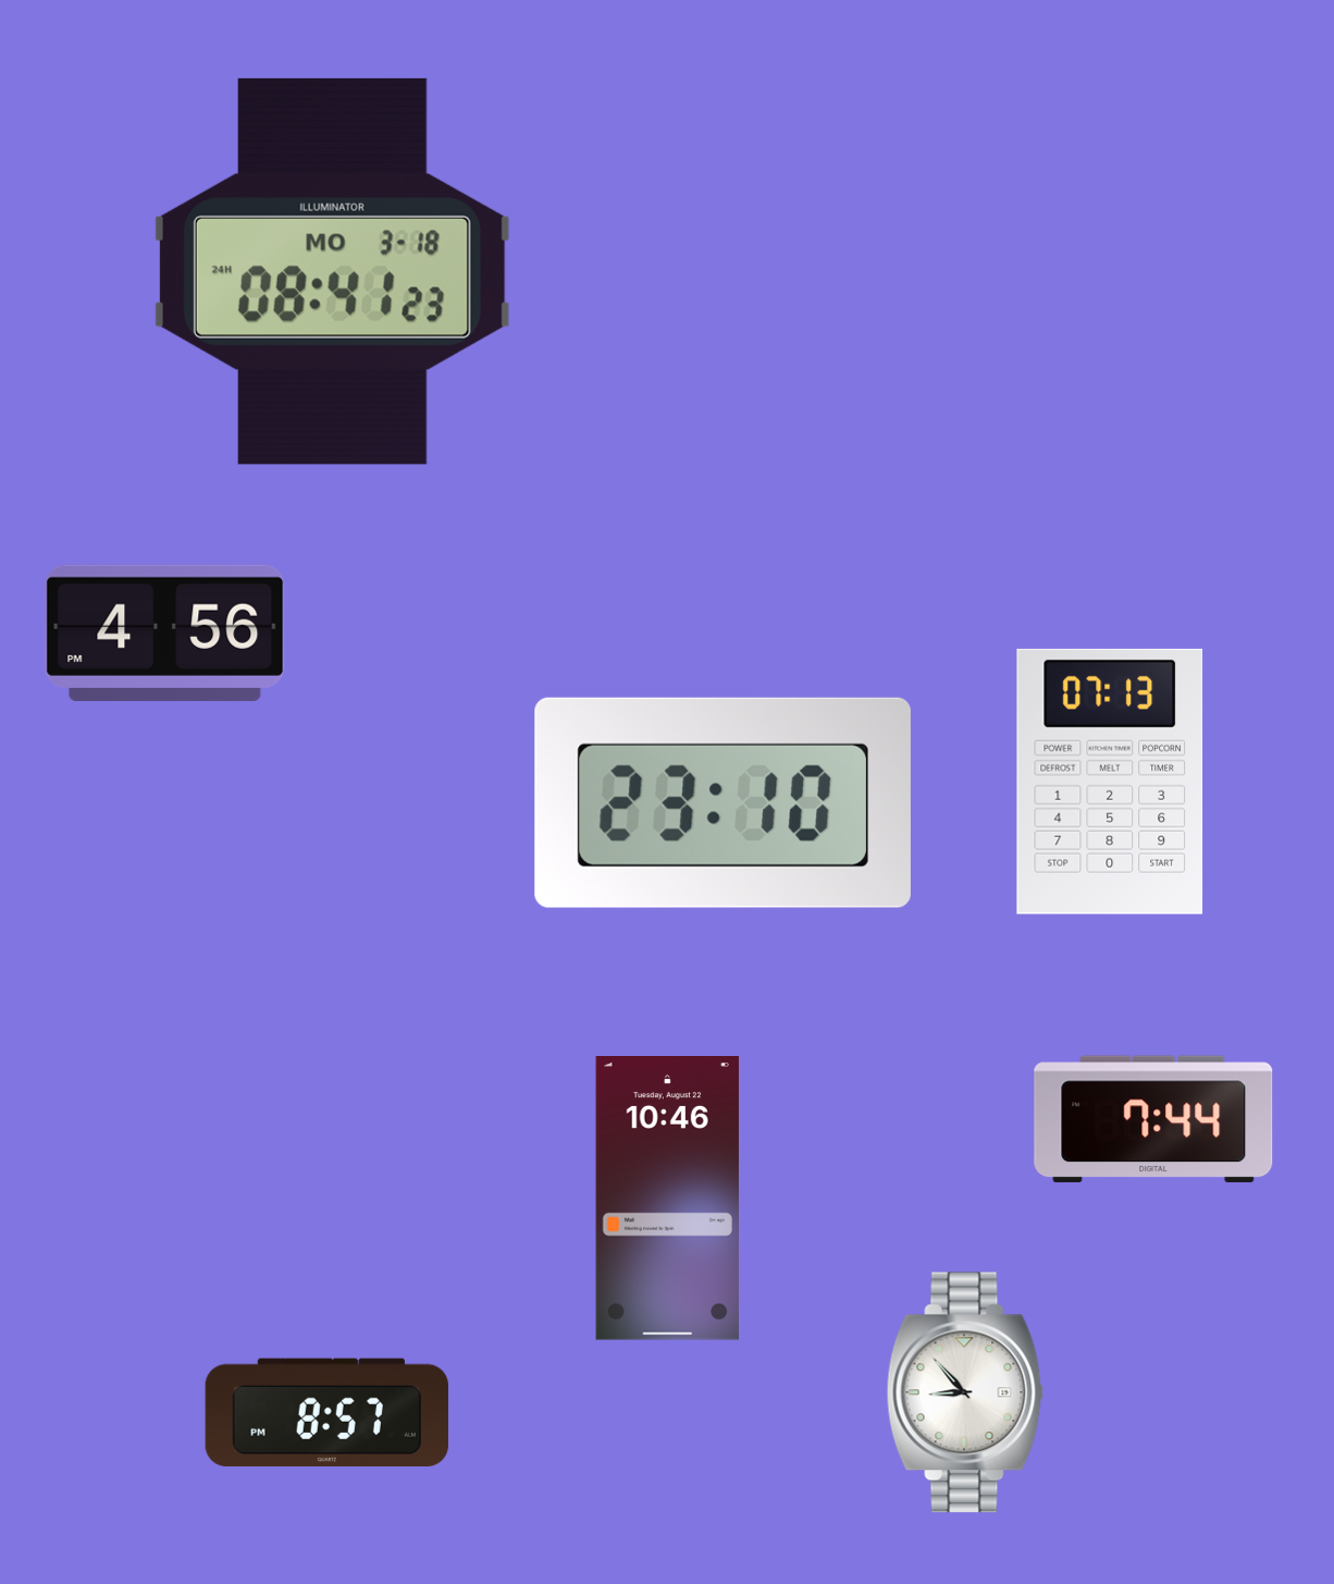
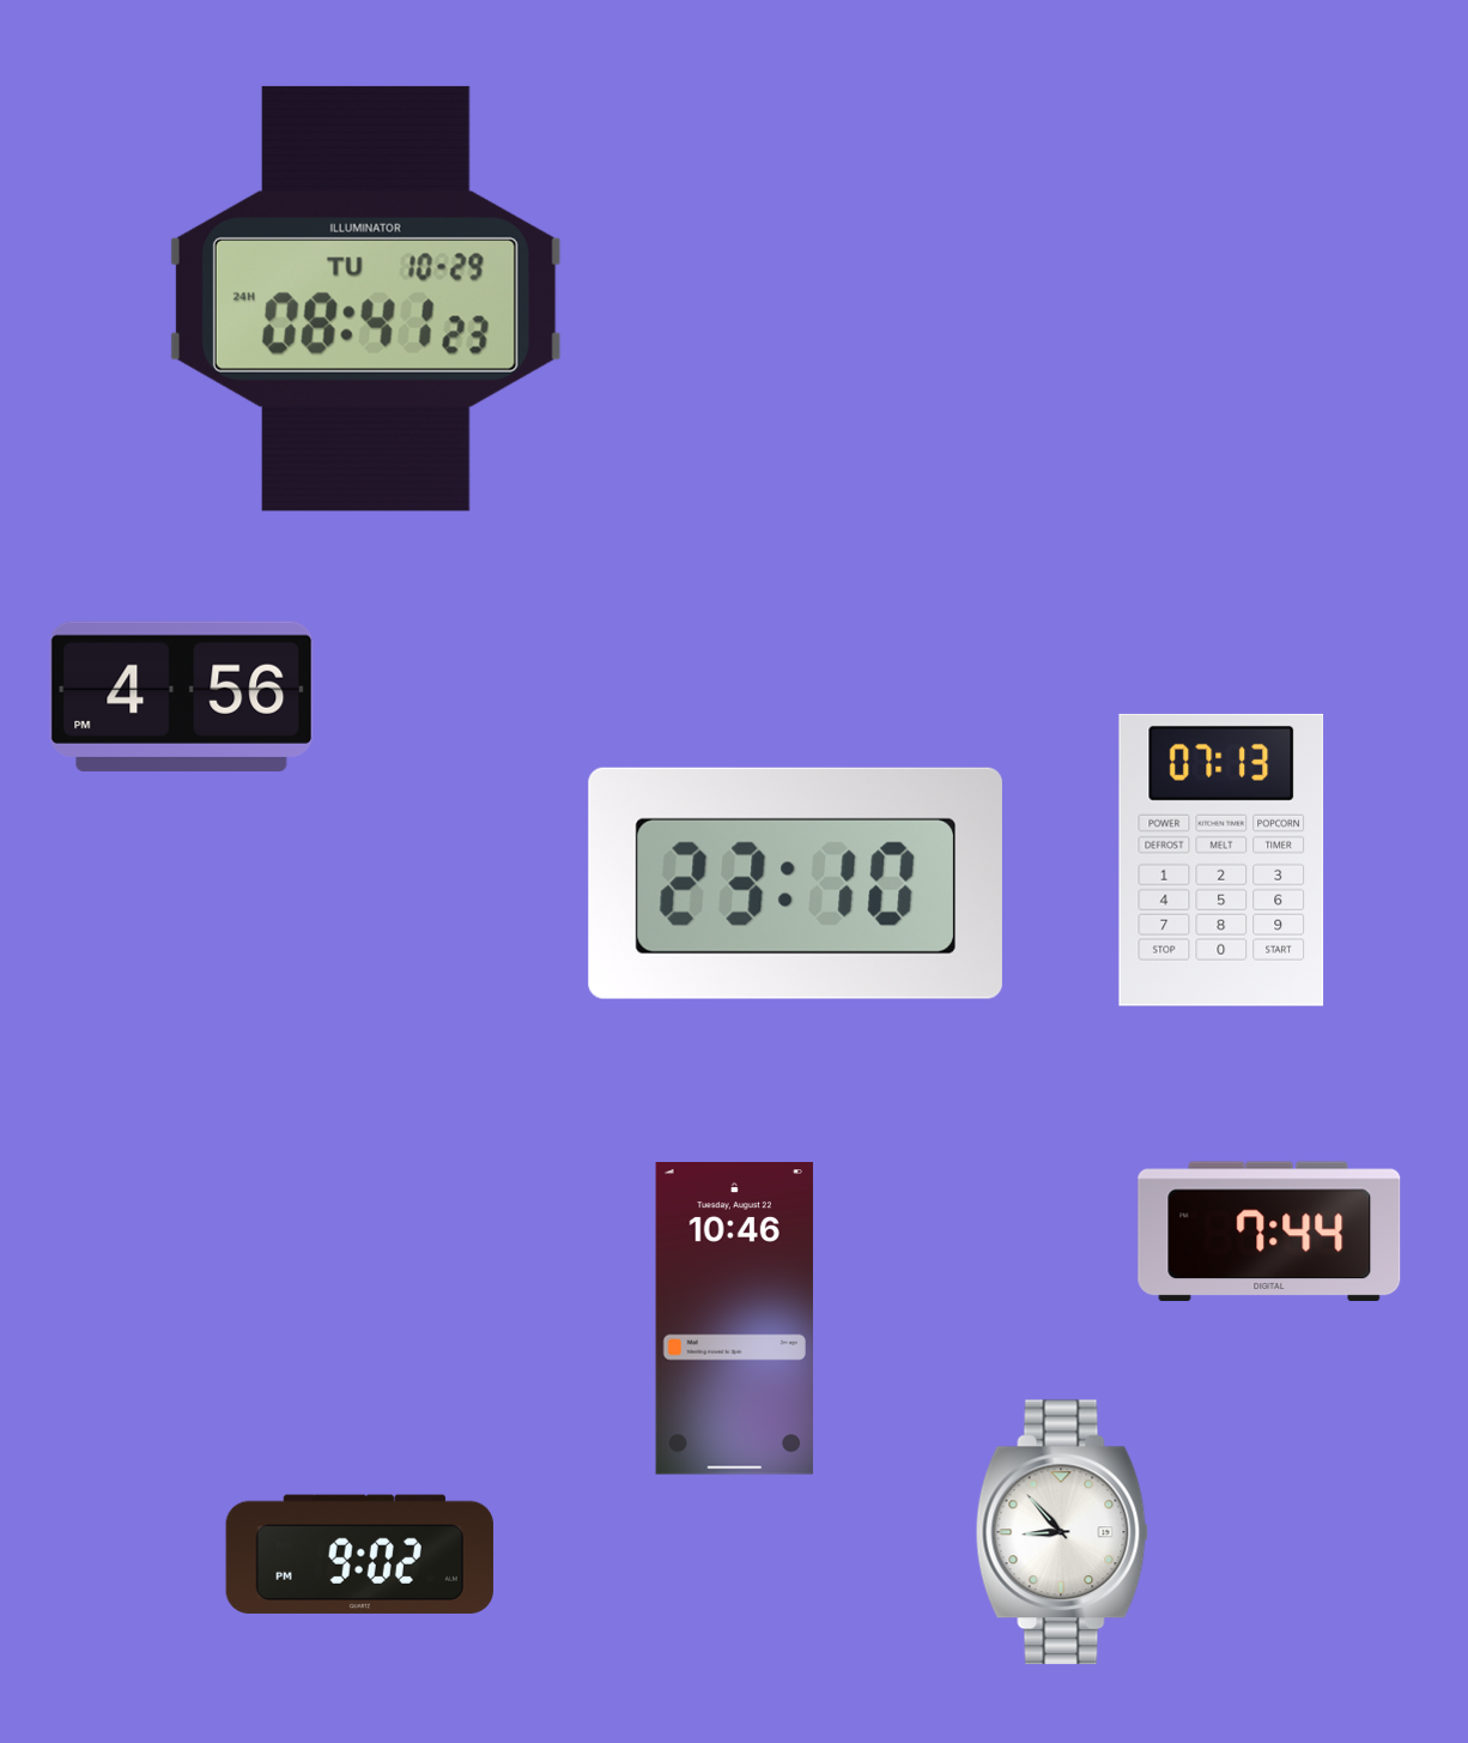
clock at (332, 271) date: MO 3-18 -> TU 10-29
clock at (326, 1412): 8:57 -> 9:02
